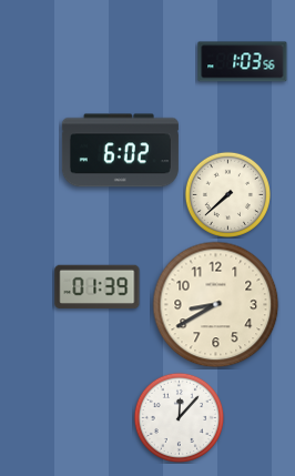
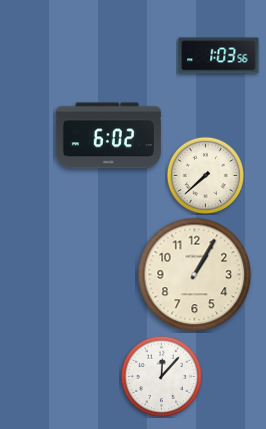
clock at (98, 287): 01:39 -> none
clock at (216, 305): 8:40 -> 1:05
